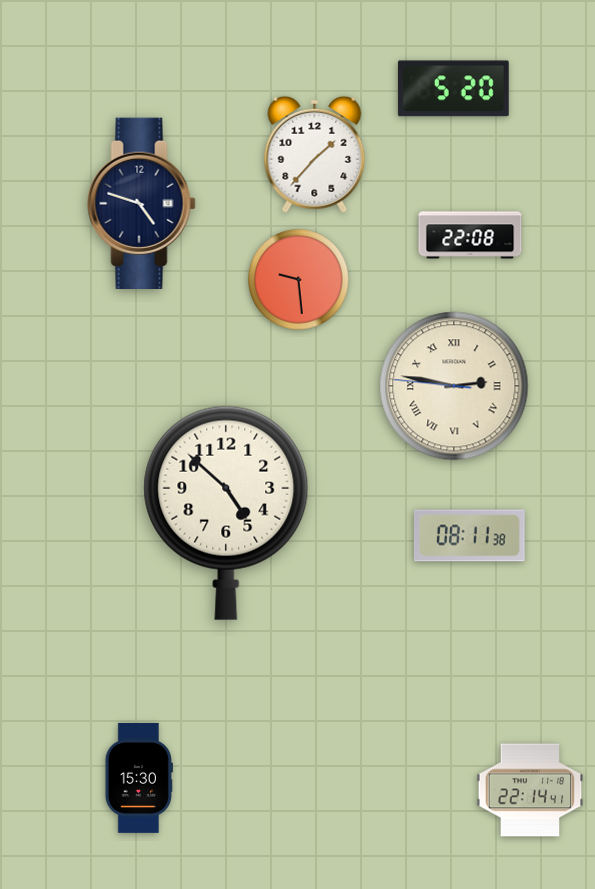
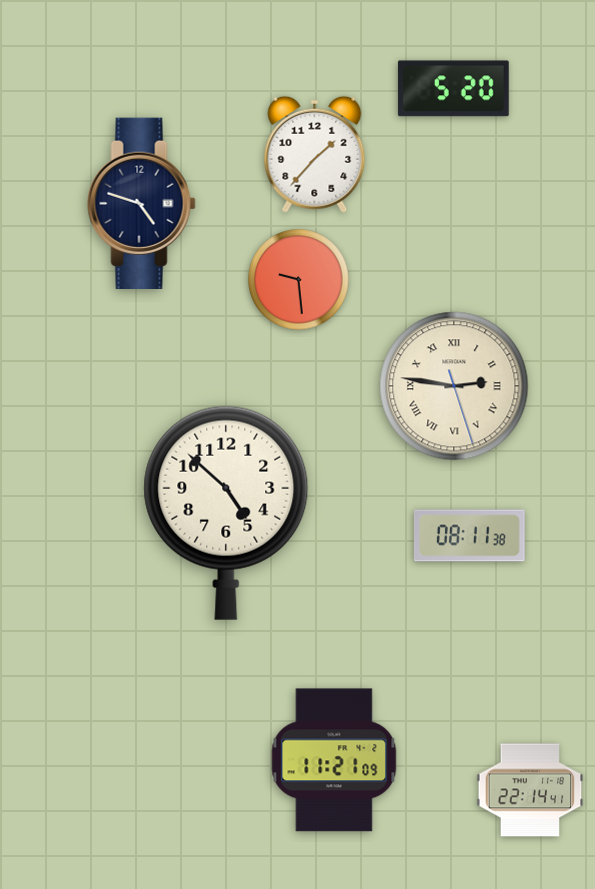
clock at (470, 235): 22:08 -> none
clock at (454, 386): 2:46:46 -> 2:46:27
clock at (334, 760): none -> 11:21
clock at (139, 778): 15:30 -> none
